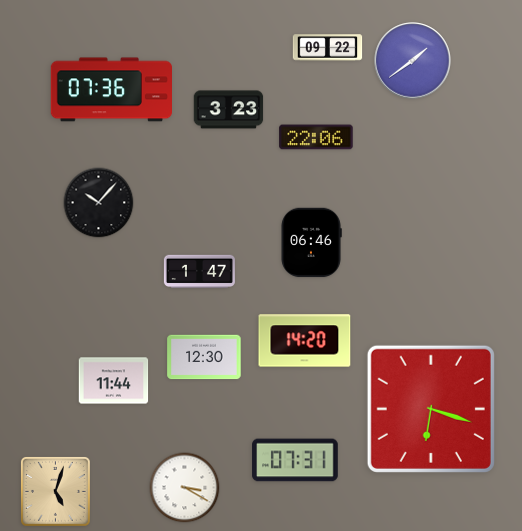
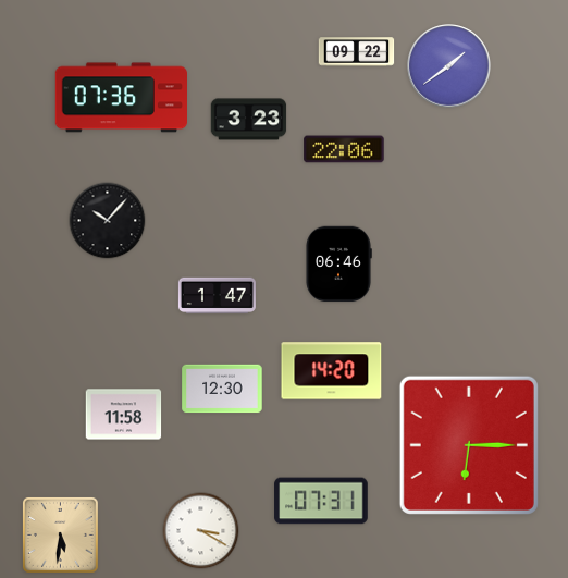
clock at (114, 381): 11:44 -> 11:58
clock at (431, 409): 6:18 -> 6:15
clock at (55, 491): 5:03 -> 5:31
